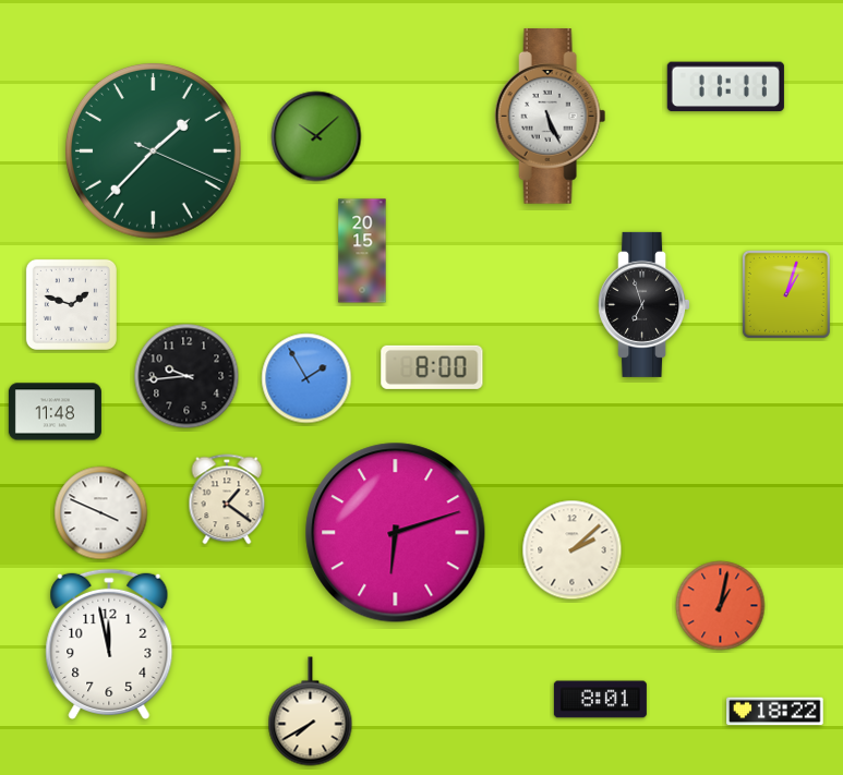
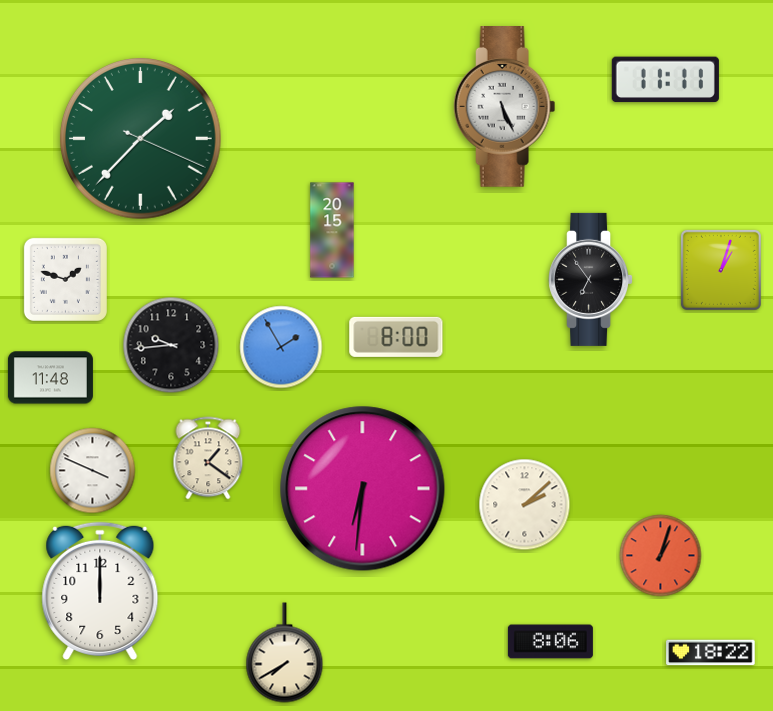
clock at (316, 136): 10:08 -> none
clock at (645, 304): 6:57 -> 6:54
clock at (396, 533): 6:12 -> 6:31
clock at (721, 606): 1:02 -> 1:03
clock at (109, 643): 11:58 -> 12:00
clock at (600, 700): 8:01 -> 8:06
